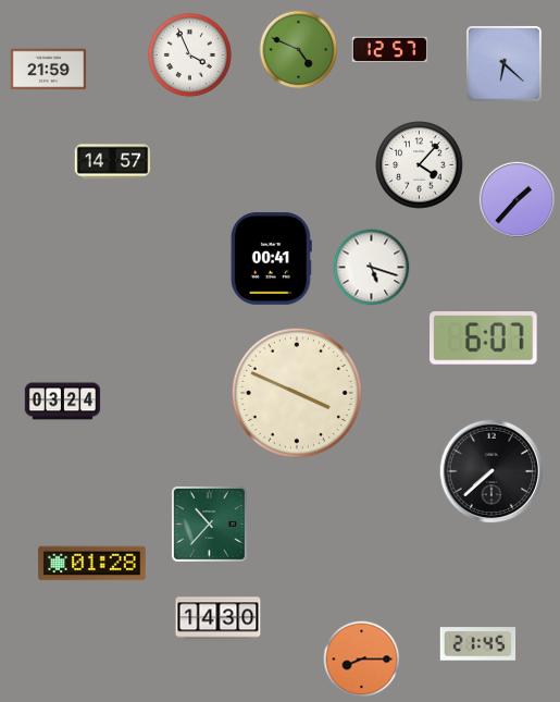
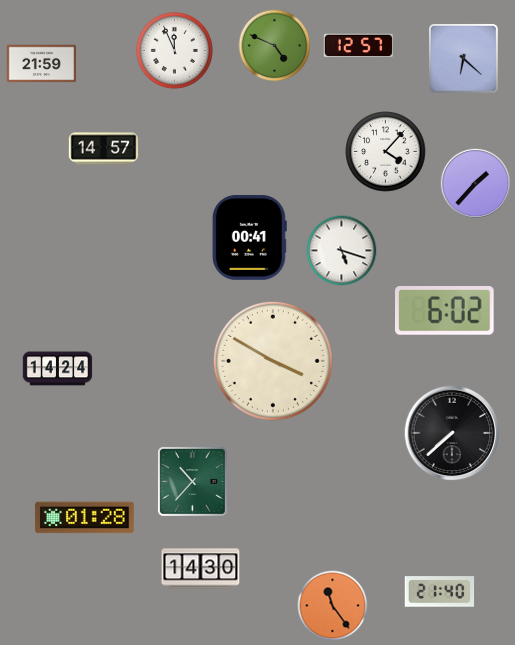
clock at (189, 54): 3:56 -> 11:56
clock at (49, 70) position: (49, 70) -> (42, 64)
clock at (372, 268) position: (372, 268) -> (342, 251)
clock at (484, 338): 6:07 -> 6:02
clock at (297, 393): 3:49 -> 3:50
clock at (63, 402): 03:24 -> 14:24
clock at (478, 644): 21:45 -> 21:40
clock at (362, 660): 8:15 -> 11:24
